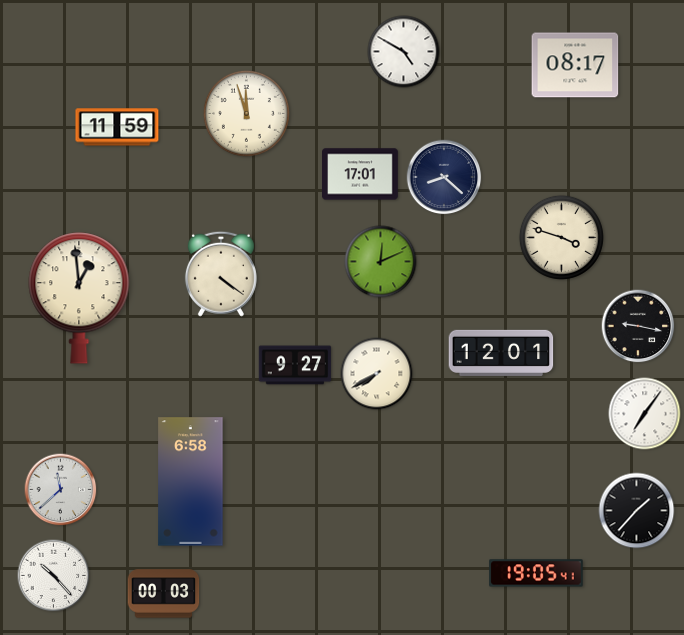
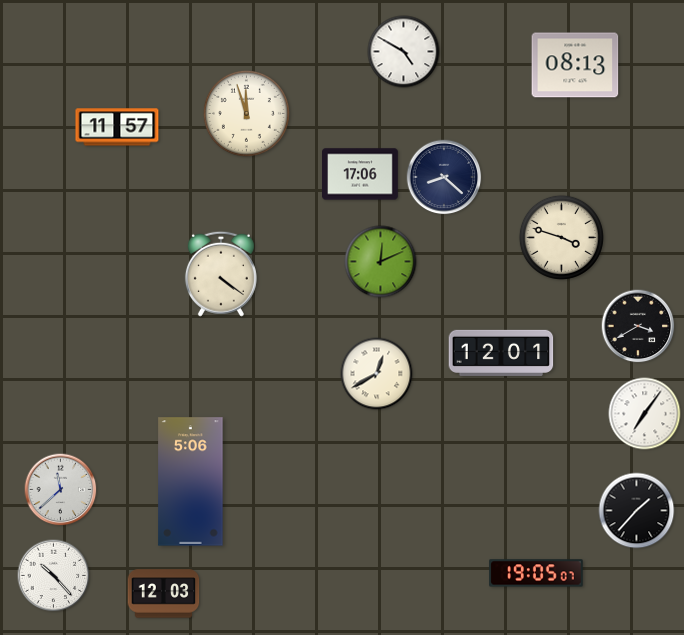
clock at (575, 65): 08:17 -> 08:13
clock at (117, 127): 11:59 -> 11:57
clock at (361, 174): 17:01 -> 17:06
clock at (79, 298): 12:59 -> none
clock at (638, 326): 9:17 -> 3:40
clock at (295, 365): 9:27 -> none
clock at (377, 374): 7:40 -> 12:40
clock at (191, 482): 6:58 -> 5:06
clock at (536, 573): 19:05:41 -> 19:05:07
clock at (164, 594): 00:03 -> 12:03
